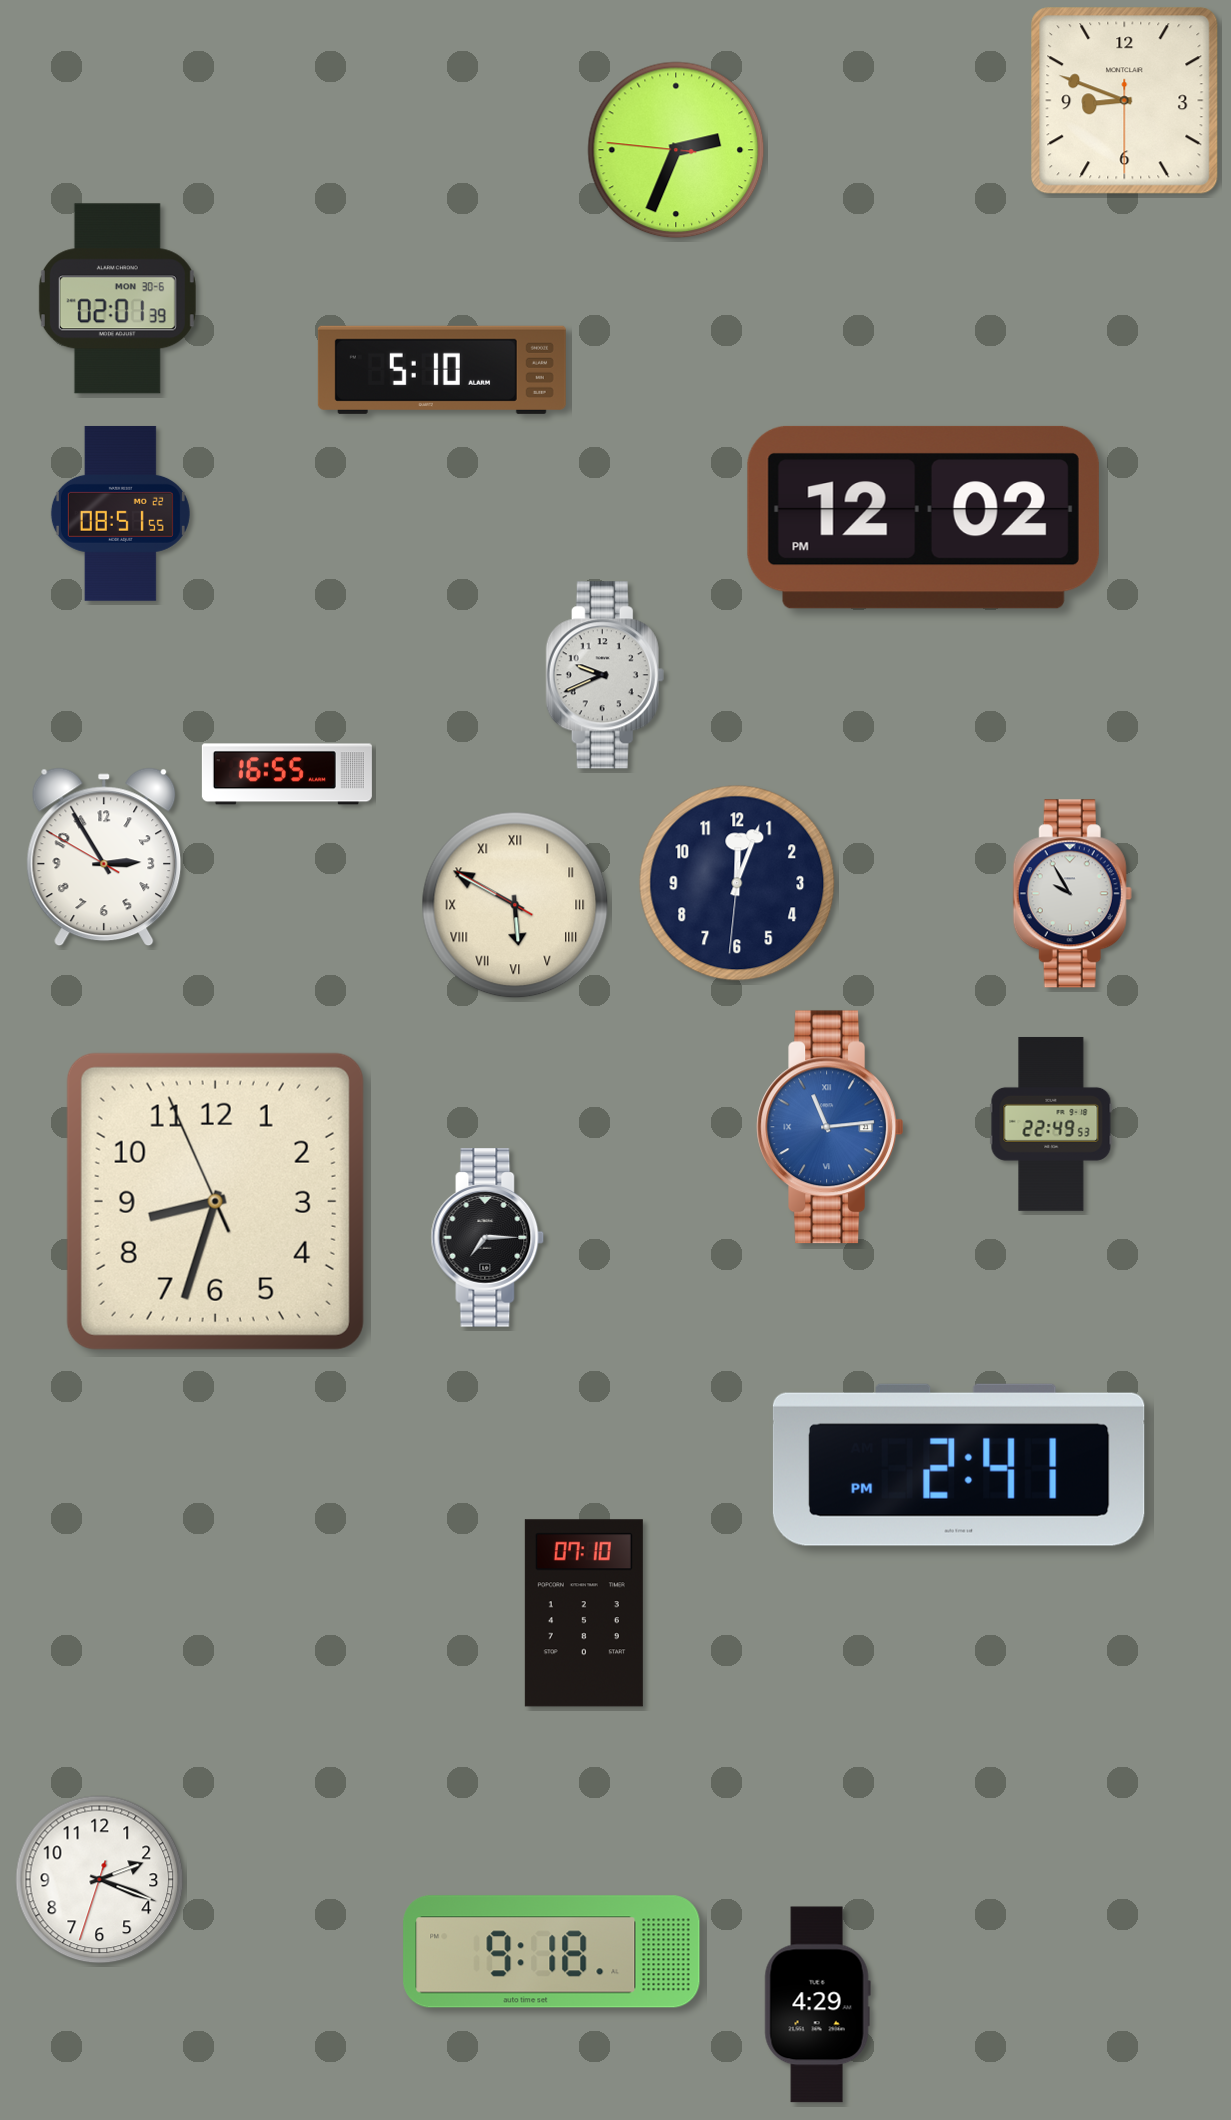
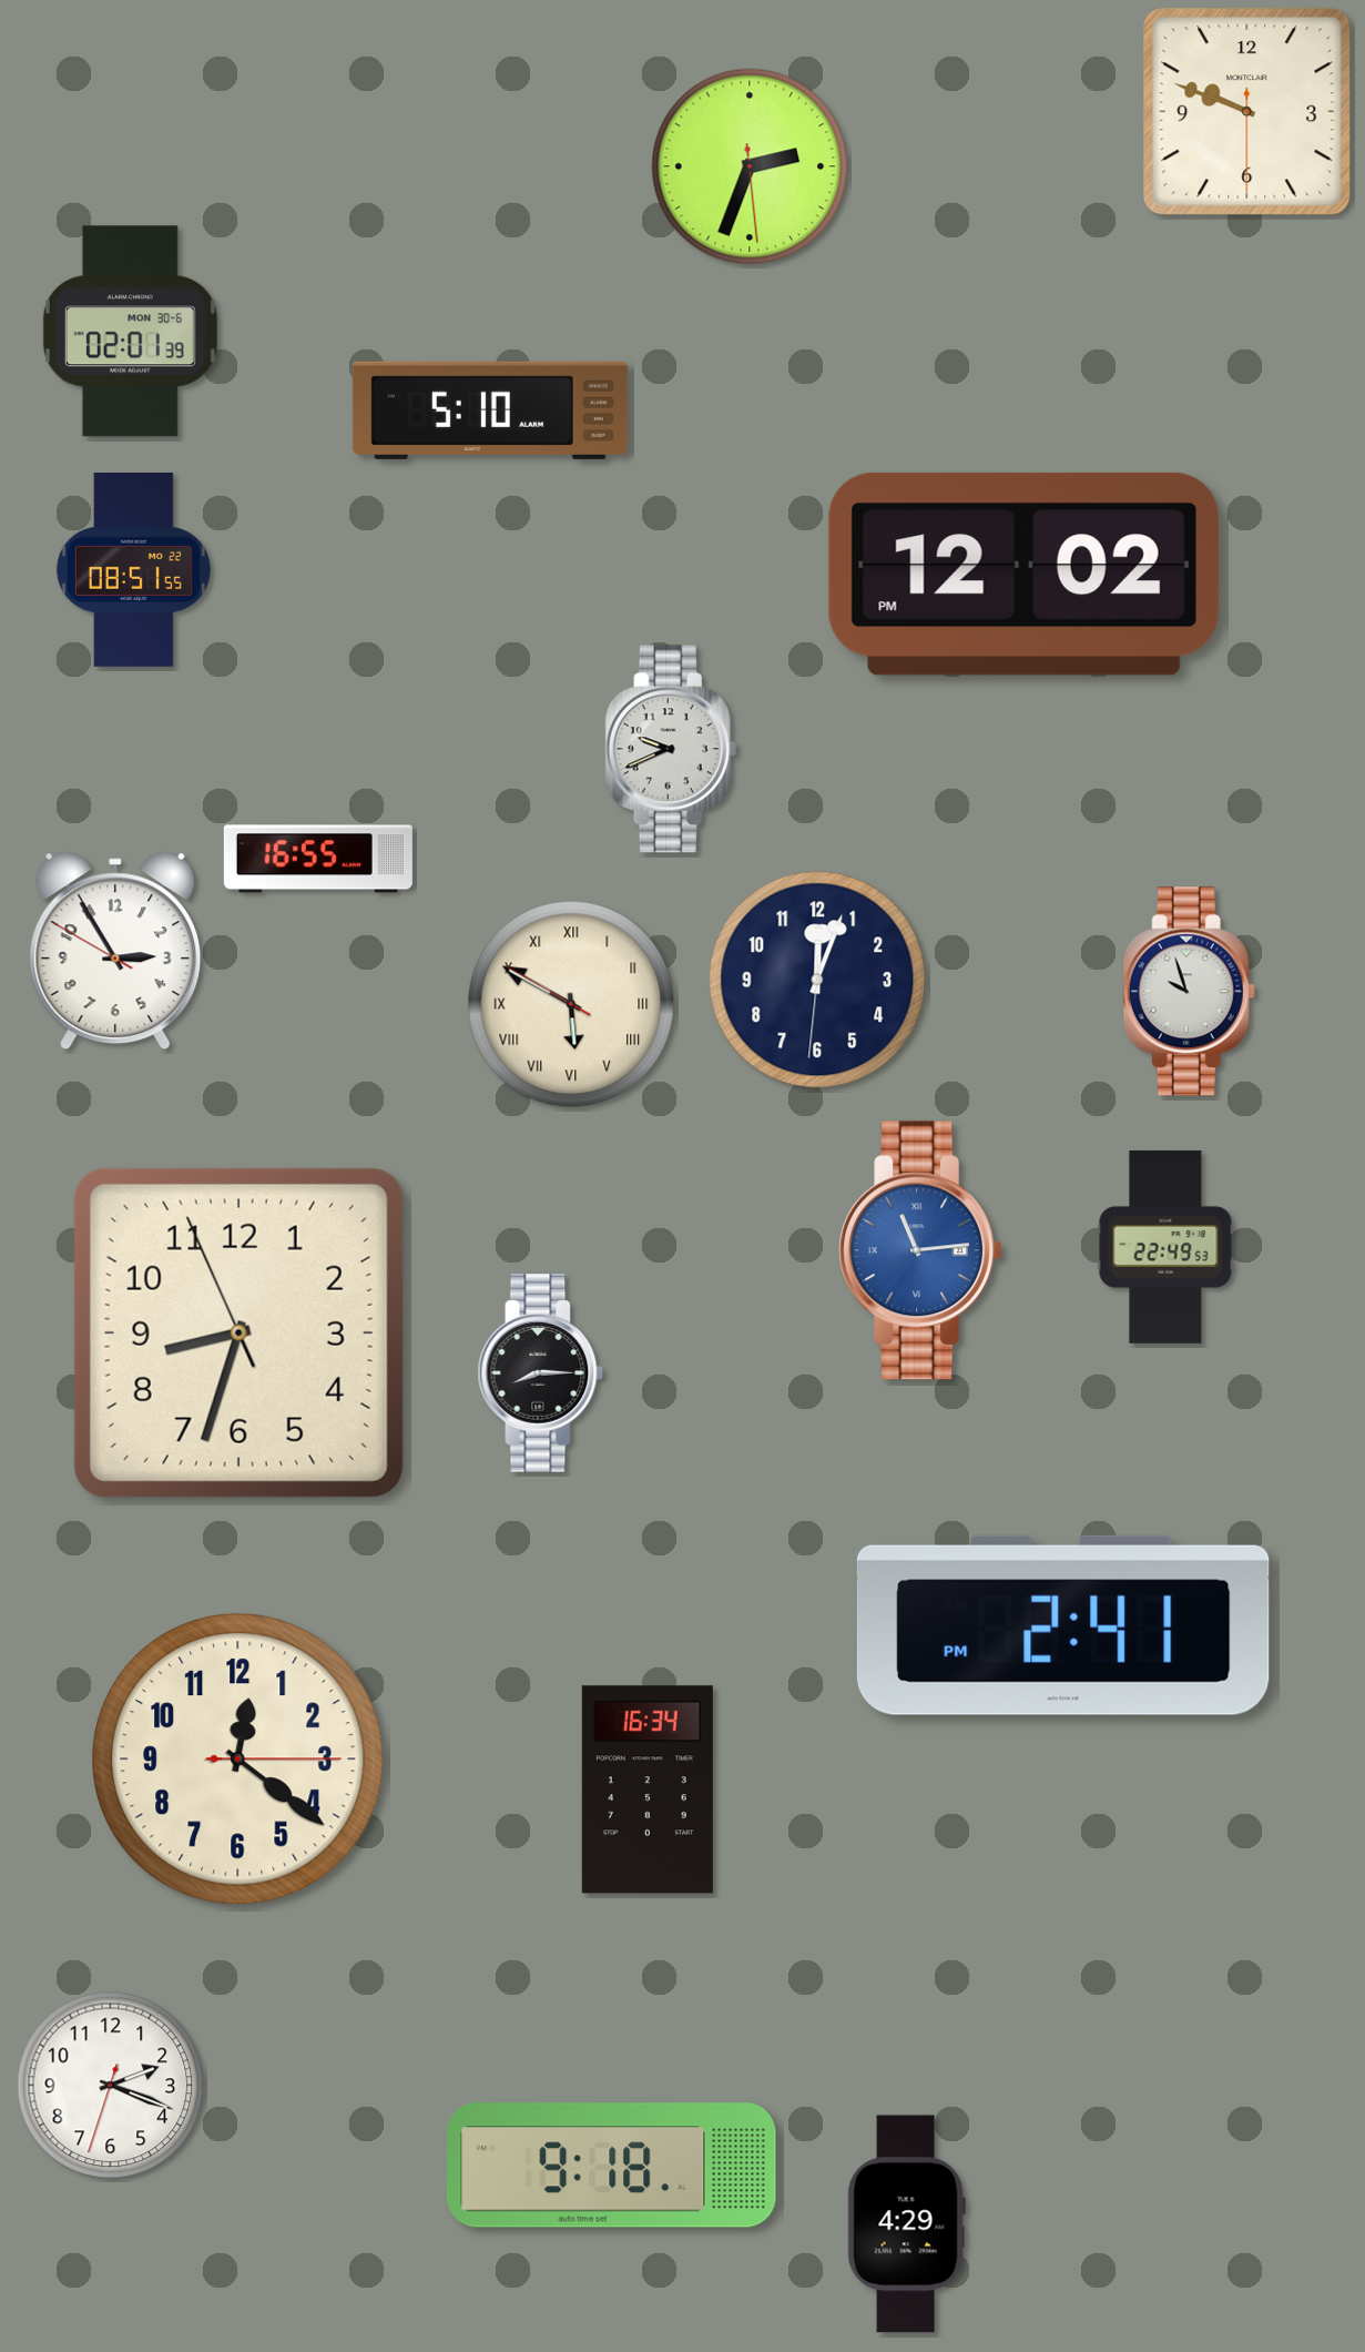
clock at (1125, 101): 8:48 -> 9:48
clock at (676, 150): 2:33:46 -> 2:33:29
clock at (1072, 894): 9:55 -> 9:57
clock at (488, 1238): 7:15 -> 8:15
clock at (238, 1760): none -> 12:21
clock at (584, 1613): 07:10 -> 16:34
